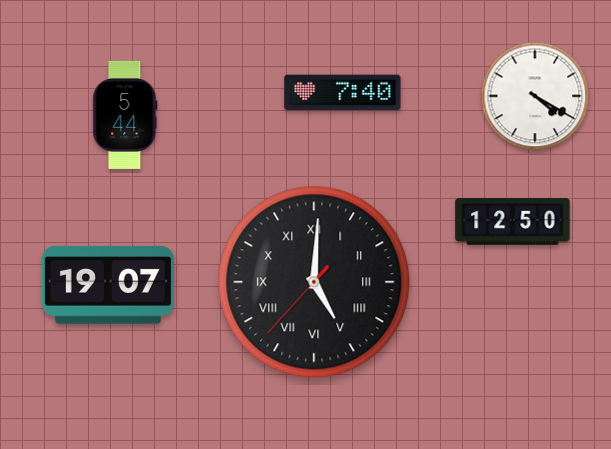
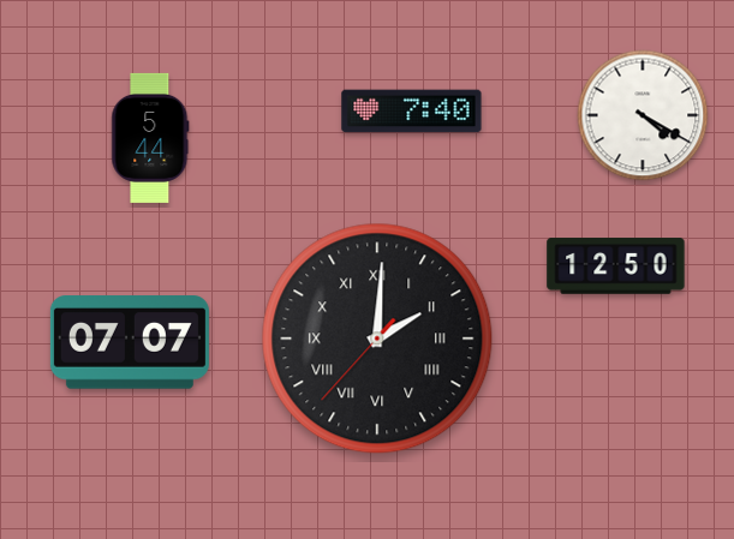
clock at (314, 282): 5:00 -> 2:00
clock at (108, 285): 19:07 -> 07:07
